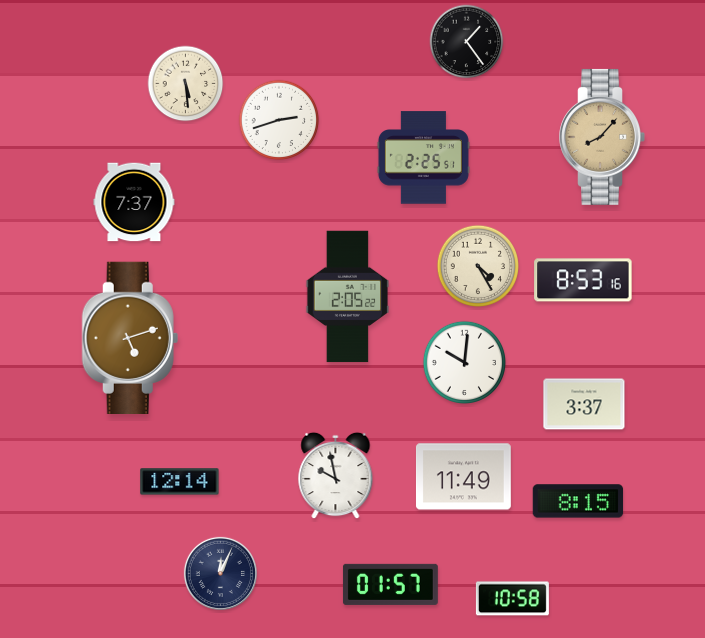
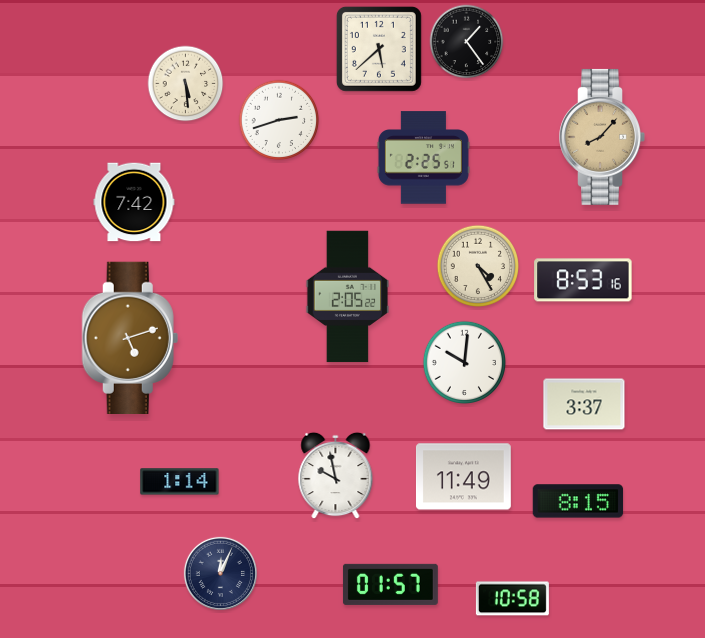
clock at (379, 49): none -> 5:38
clock at (134, 202): 7:37 -> 7:42
clock at (180, 482): 12:14 -> 1:14
